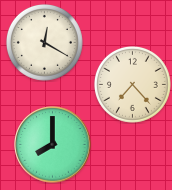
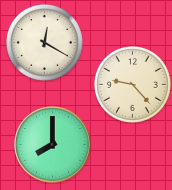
clock at (132, 84): 7:23 -> 9:23
